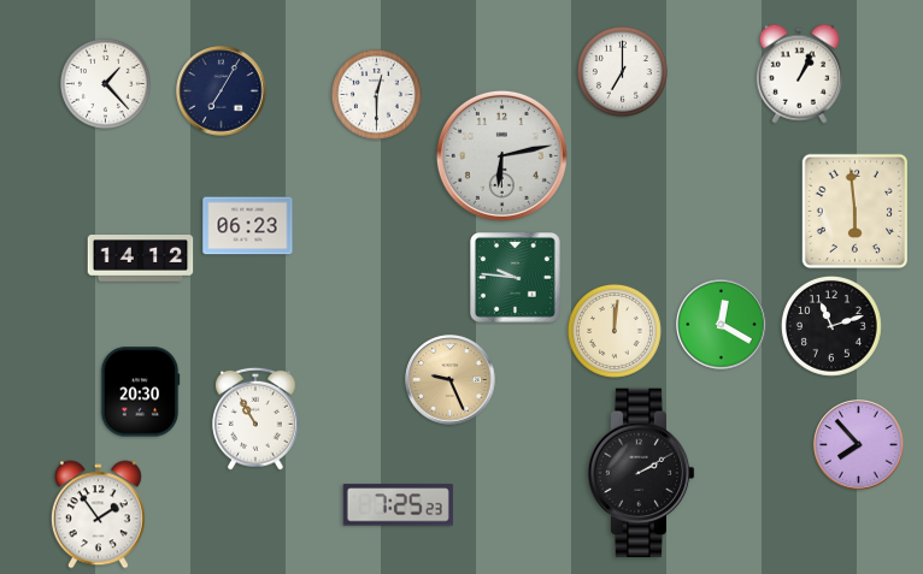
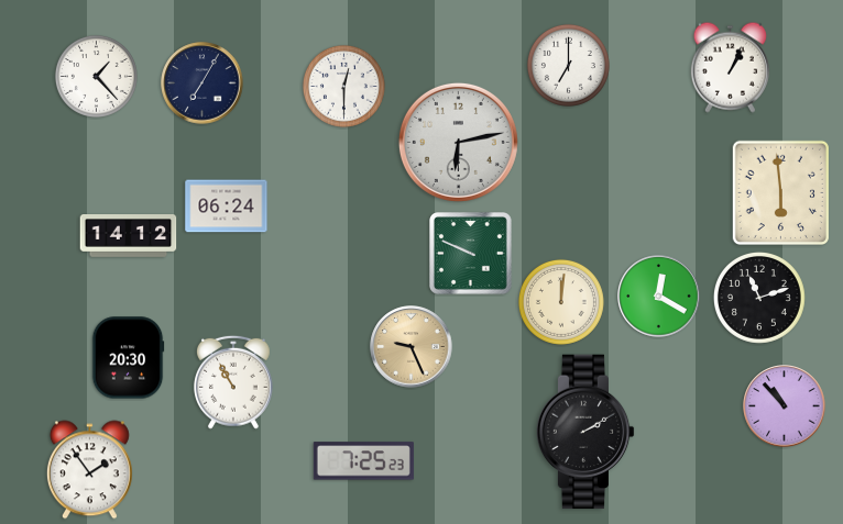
clock at (248, 226): 06:23 -> 06:24
clock at (516, 278): 9:46 -> 9:49
clock at (859, 445): 7:53 -> 10:53
